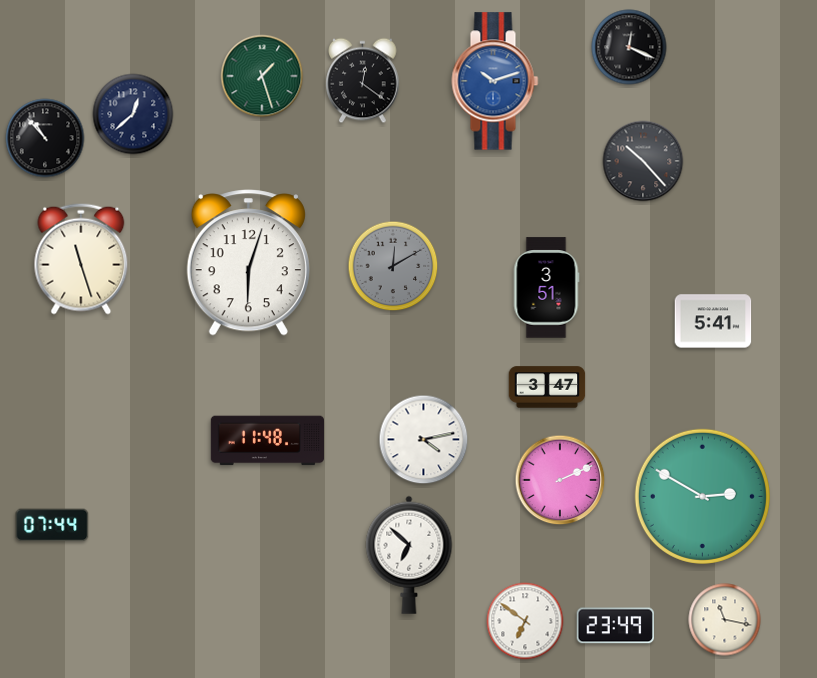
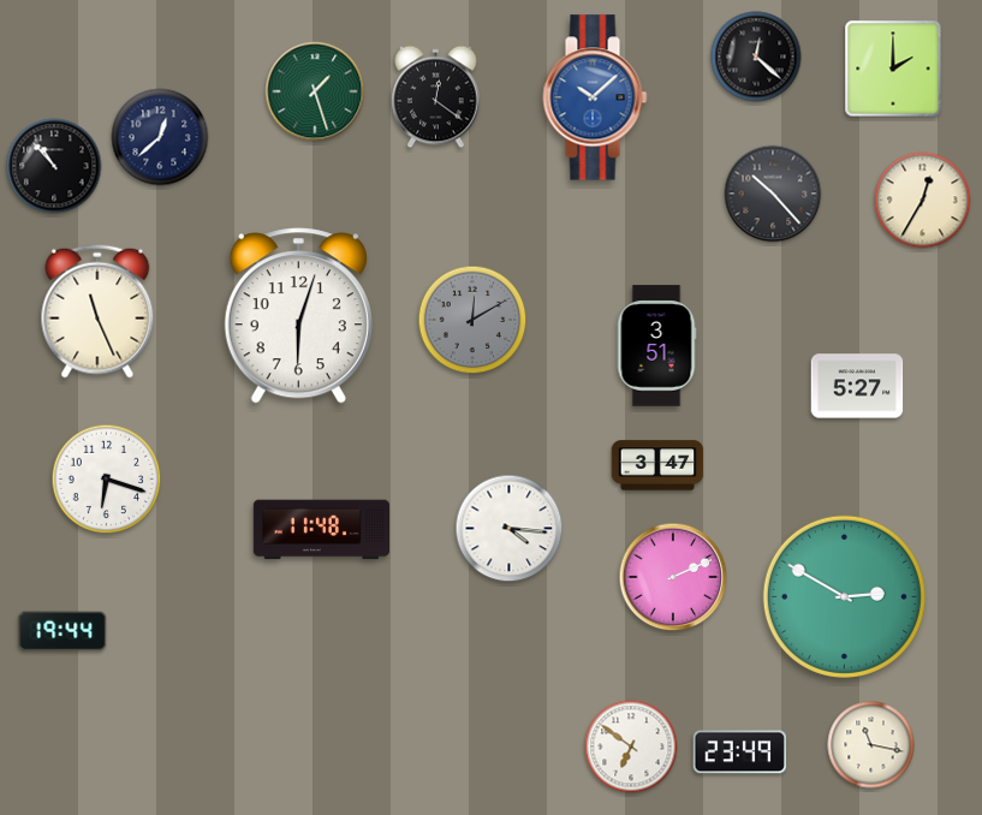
clock at (629, 47): 12:19 -> 12:22
clock at (893, 69): none -> 2:00
clock at (495, 81): 10:12 -> 10:08
clock at (923, 201): none -> 12:35
clock at (81, 259): 11:27 -> 11:26
clock at (713, 321): 5:41 -> 5:27
clock at (107, 480): none -> 6:18
clock at (424, 440): 4:13 -> 4:16
clock at (52, 525): 07:44 -> 19:44
clock at (409, 555): 6:52 -> none
